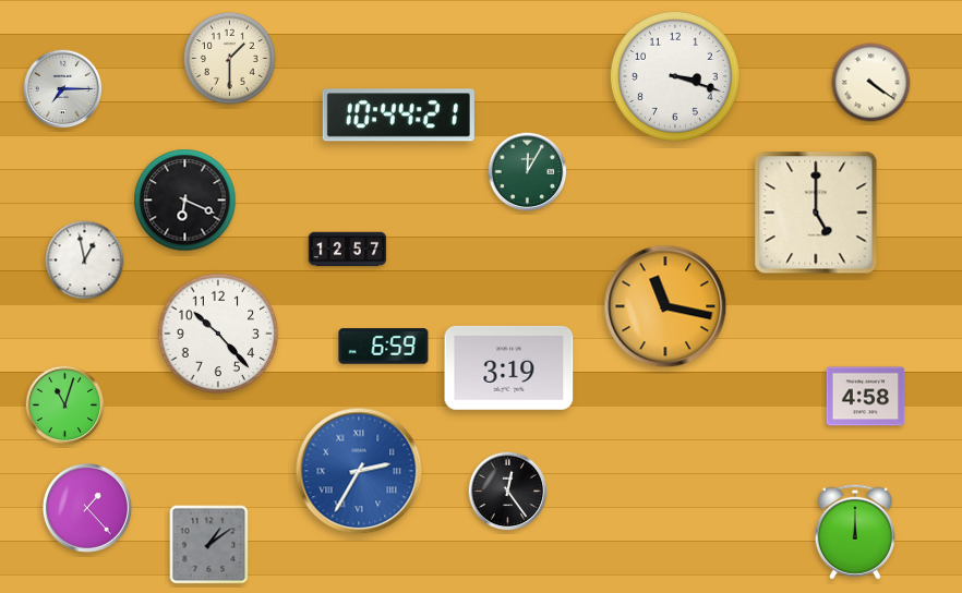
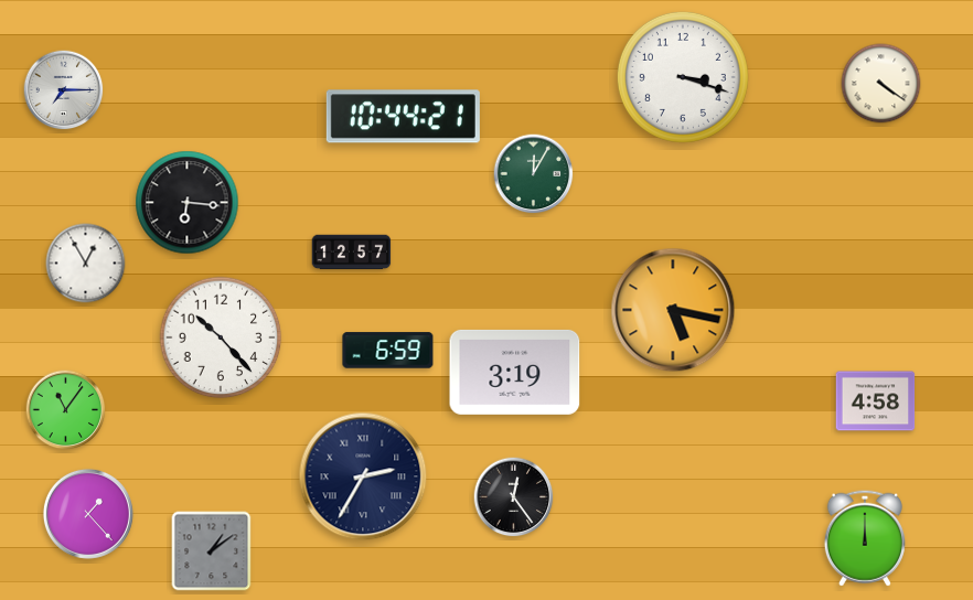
clock at (229, 58): 1:30 -> none
clock at (185, 201): 6:19 -> 6:16
clock at (816, 213): 5:00 -> none
clock at (85, 261): 12:58 -> 12:55
clock at (665, 306): 11:17 -> 5:17
clock at (65, 406): 11:03 -> 11:06
clock at (359, 471) dial: blue -> navy
